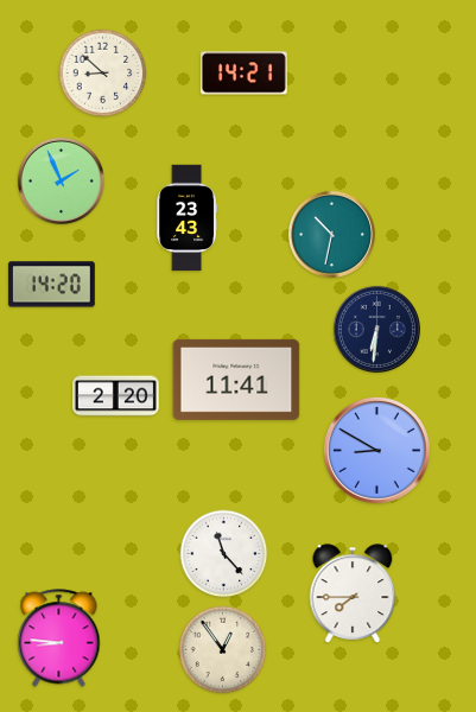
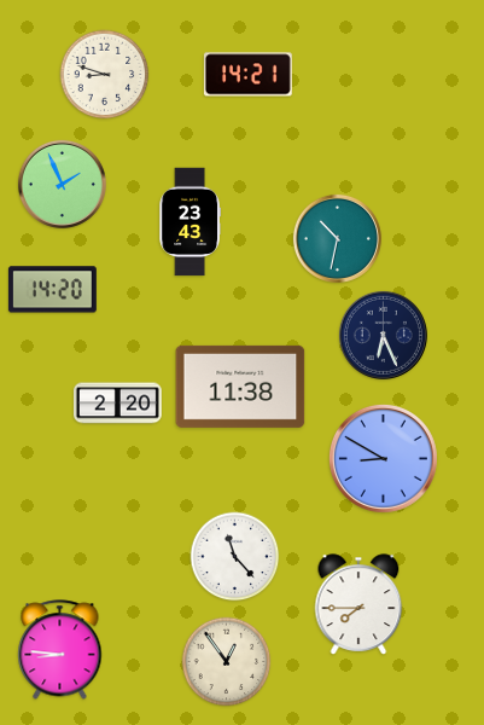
clock at (103, 74): 8:52 -> 8:48
clock at (376, 329): 6:31 -> 6:26
clock at (236, 380): 11:41 -> 11:38
clock at (224, 554) position: (224, 554) -> (235, 557)
